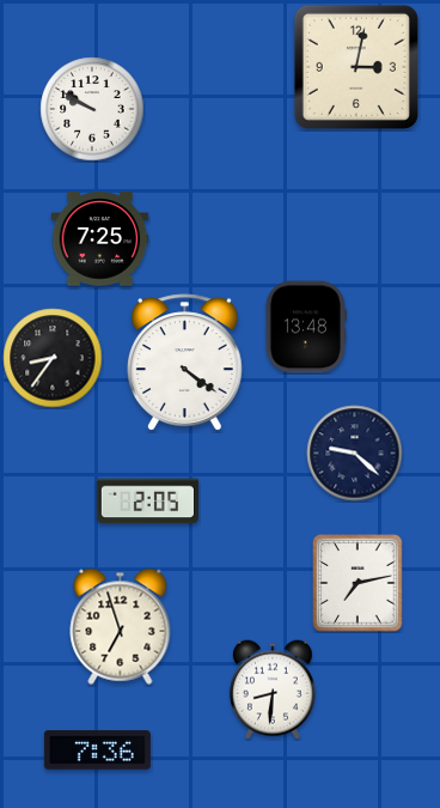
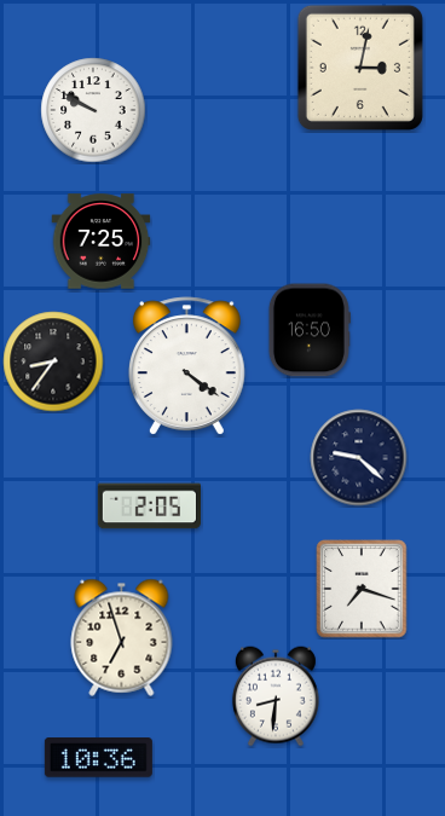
clock at (306, 327): 13:48 -> 16:50
clock at (357, 583): 7:13 -> 7:18
clock at (121, 626) position: (121, 626) -> (122, 637)
clock at (97, 751): 7:36 -> 10:36
